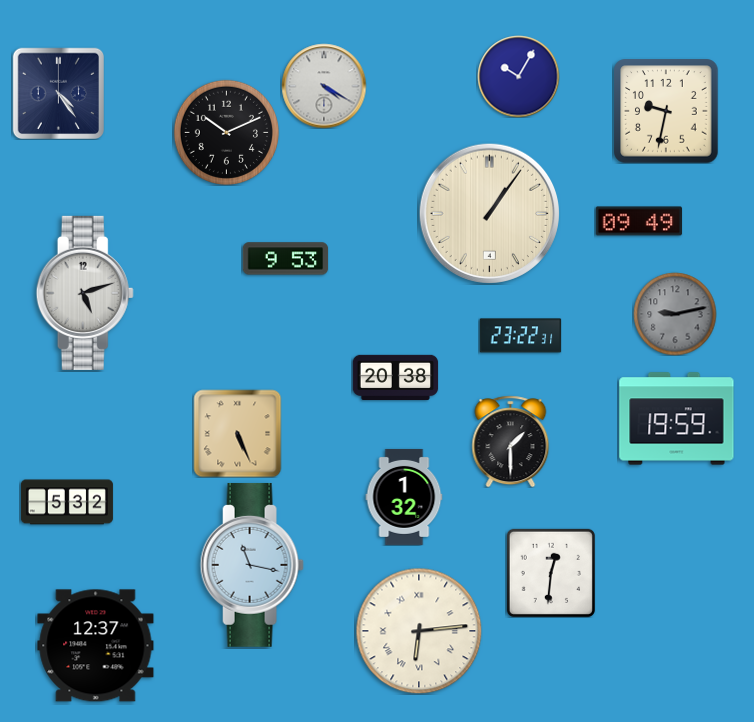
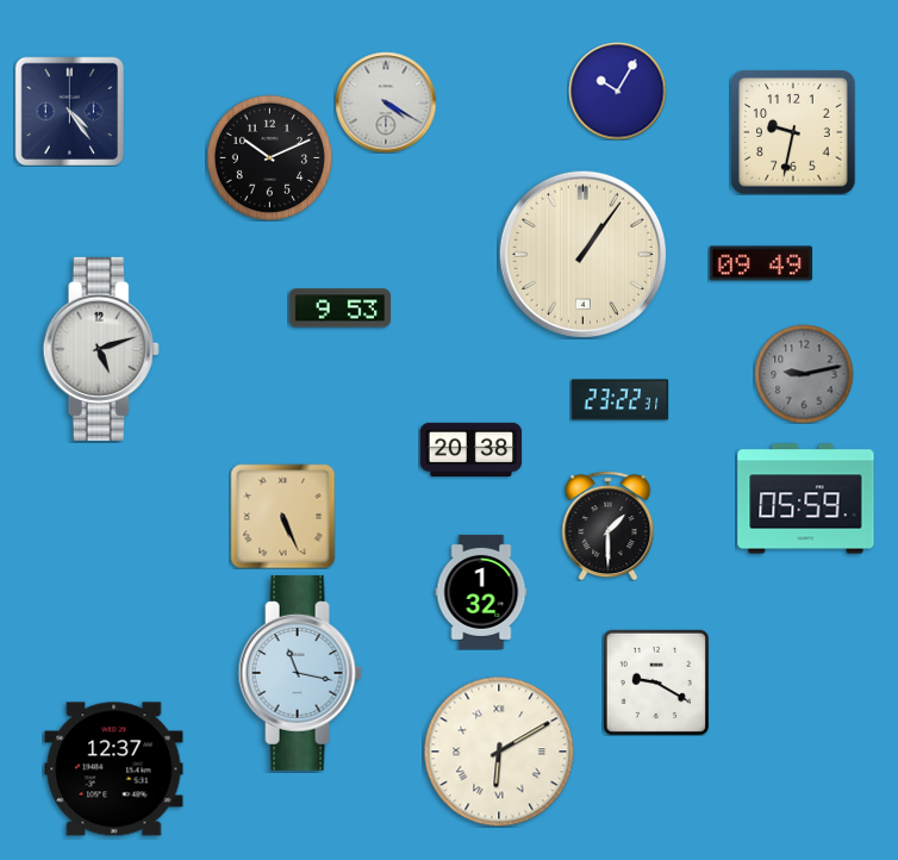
clock at (677, 419): 19:59 -> 05:59
clock at (67, 502): 5:32 -> none
clock at (551, 573): 12:31 -> 9:20
clock at (419, 631): 6:14 -> 6:10
